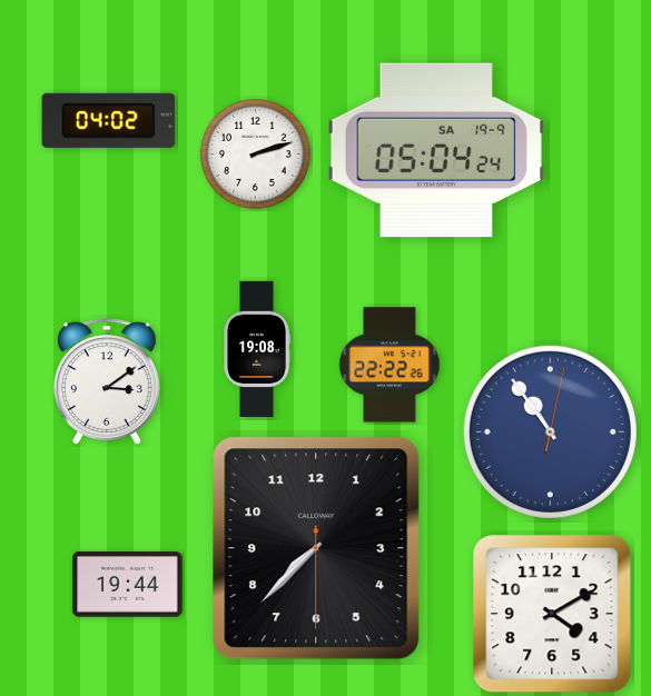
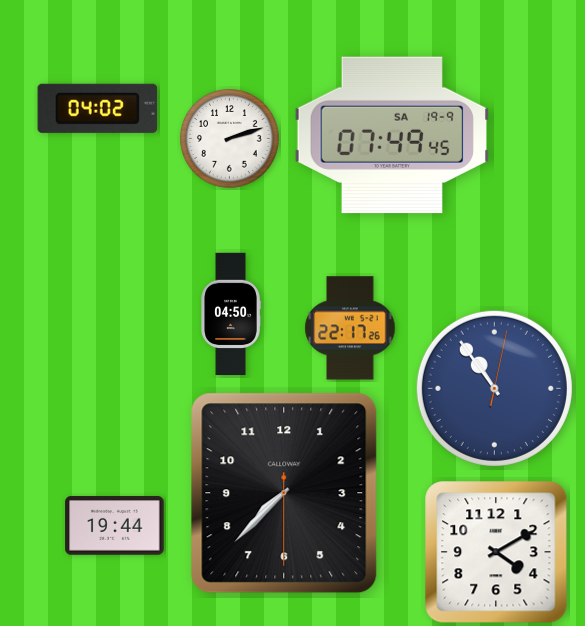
clock at (435, 150): 05:04 -> 07:49
clock at (257, 349): 19:08 -> 04:50
clock at (389, 365): 22:22 -> 22:17
clock at (107, 381): 3:09 -> none
